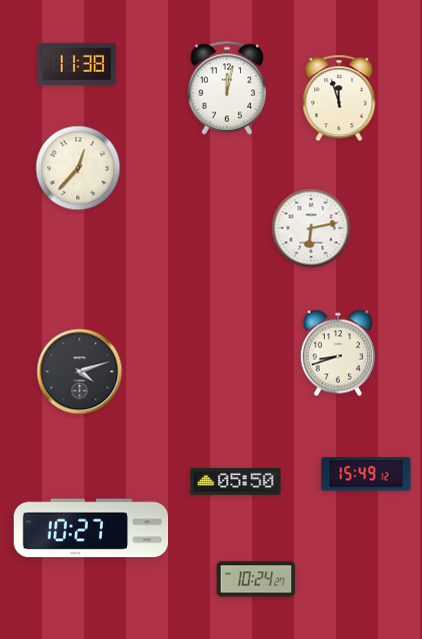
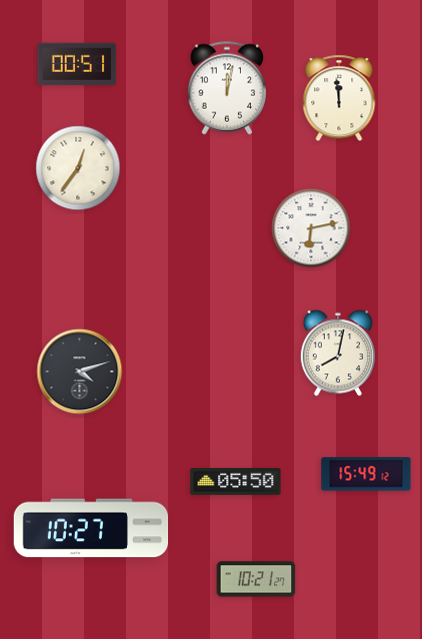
clock at (77, 63): 11:38 -> 00:51
clock at (339, 98): 11:57 -> 11:59
clock at (78, 168): 12:37 -> 12:36
clock at (338, 353): 8:42 -> 8:02
clock at (256, 579): 10:24 -> 10:21
